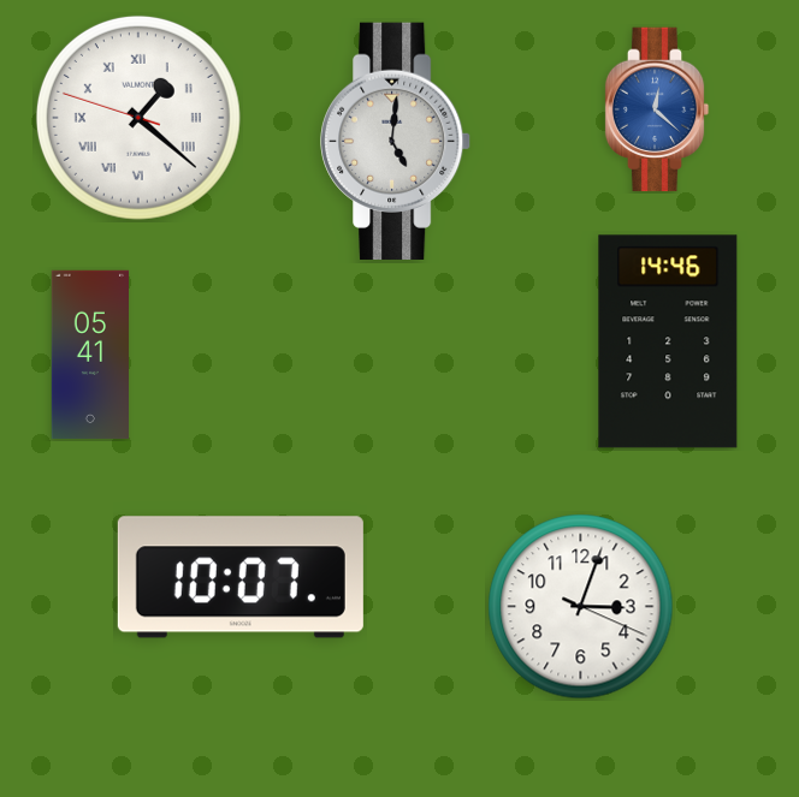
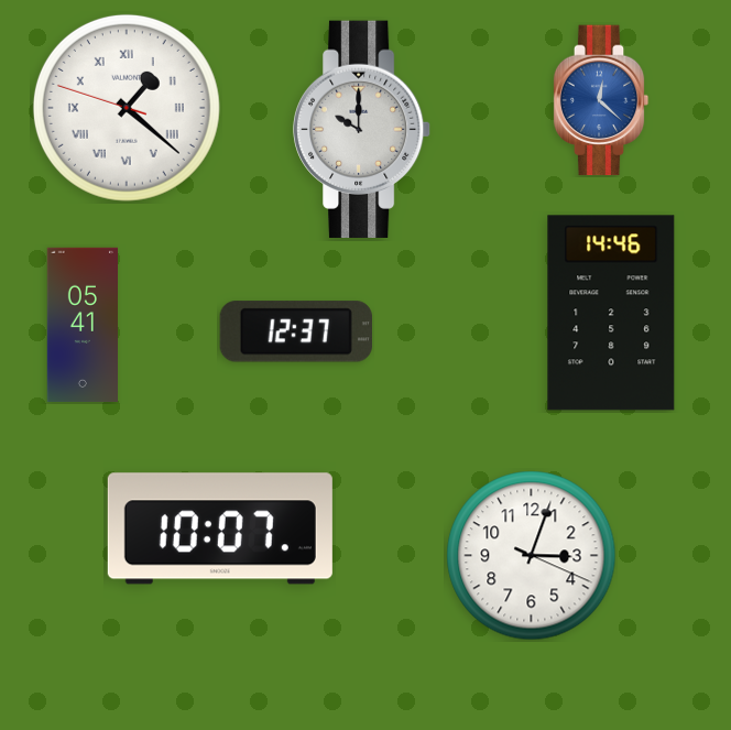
clock at (397, 141): 5:01 -> 10:00
clock at (296, 331): none -> 12:37
